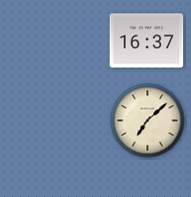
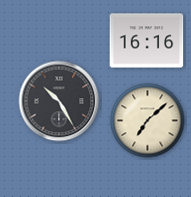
clock at (147, 41): 16:37 -> 16:16
clock at (59, 101): none -> 10:25
